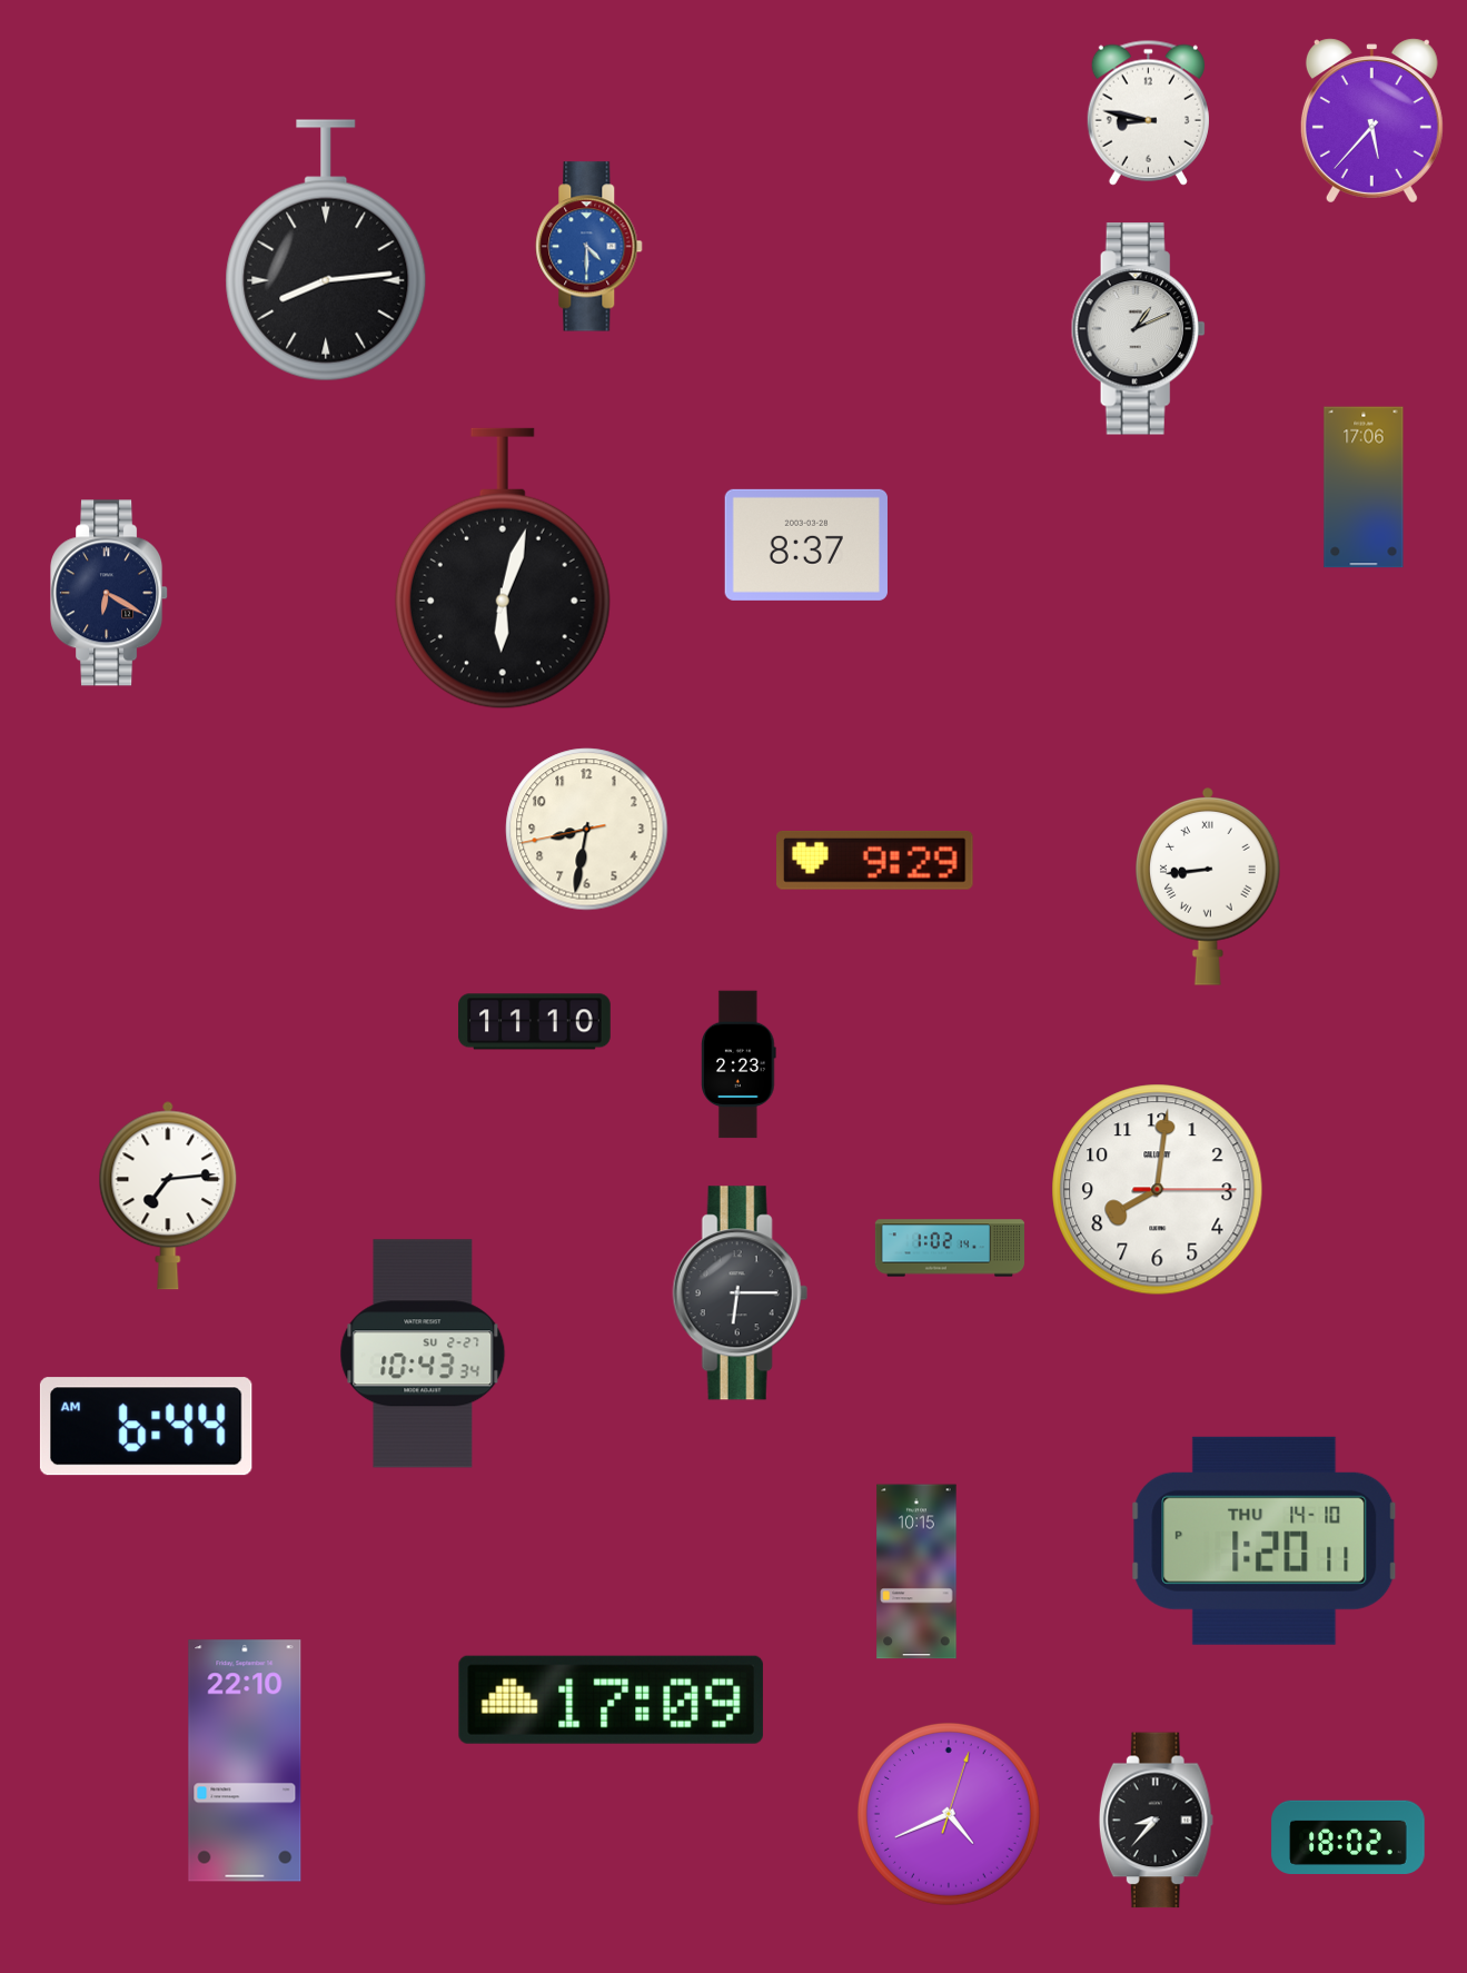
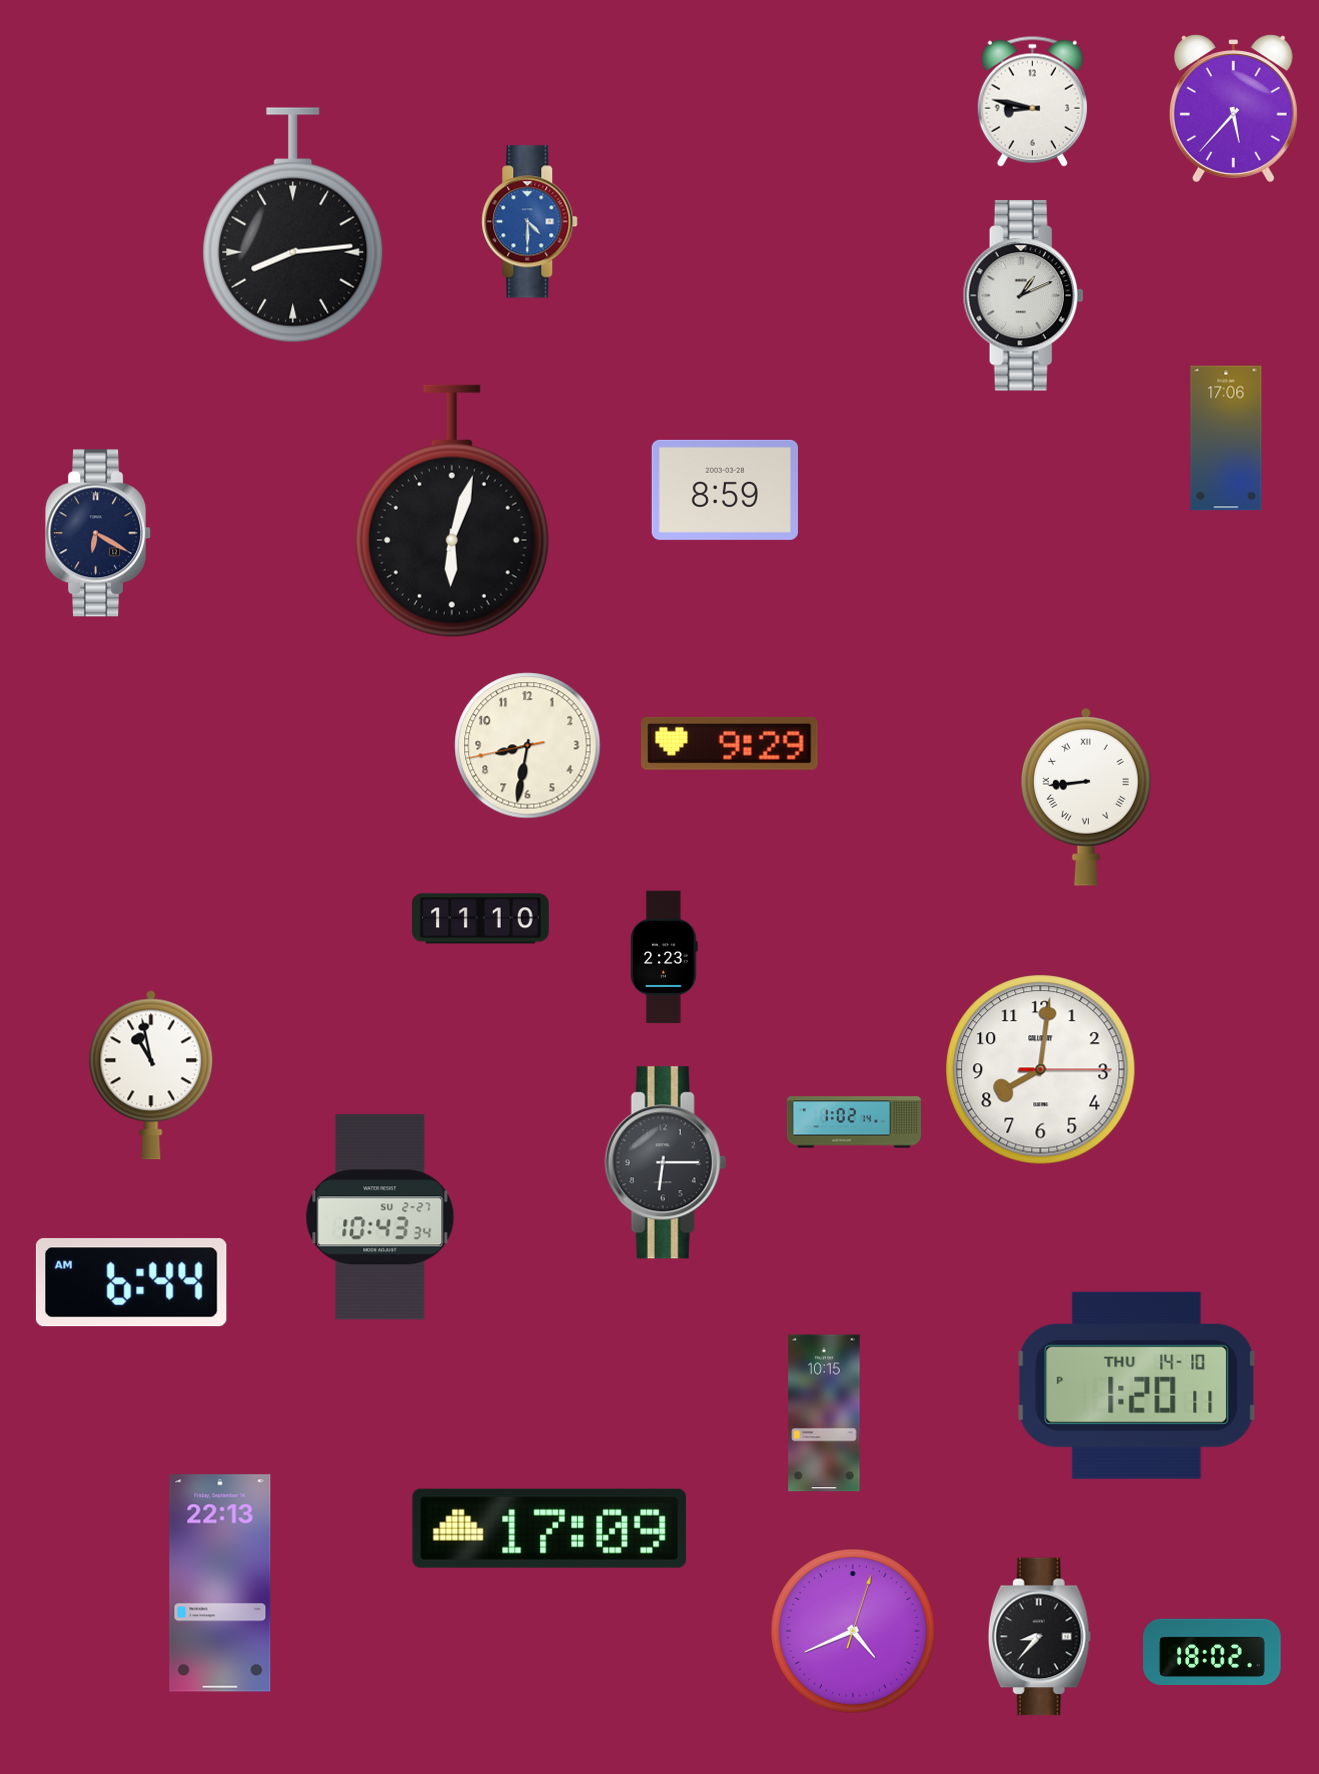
clock at (806, 545): 8:37 -> 8:59
clock at (875, 860) position: (875, 860) -> (730, 743)
clock at (168, 1196): 7:14 -> 10:58
clock at (245, 1761): 22:10 -> 22:13
